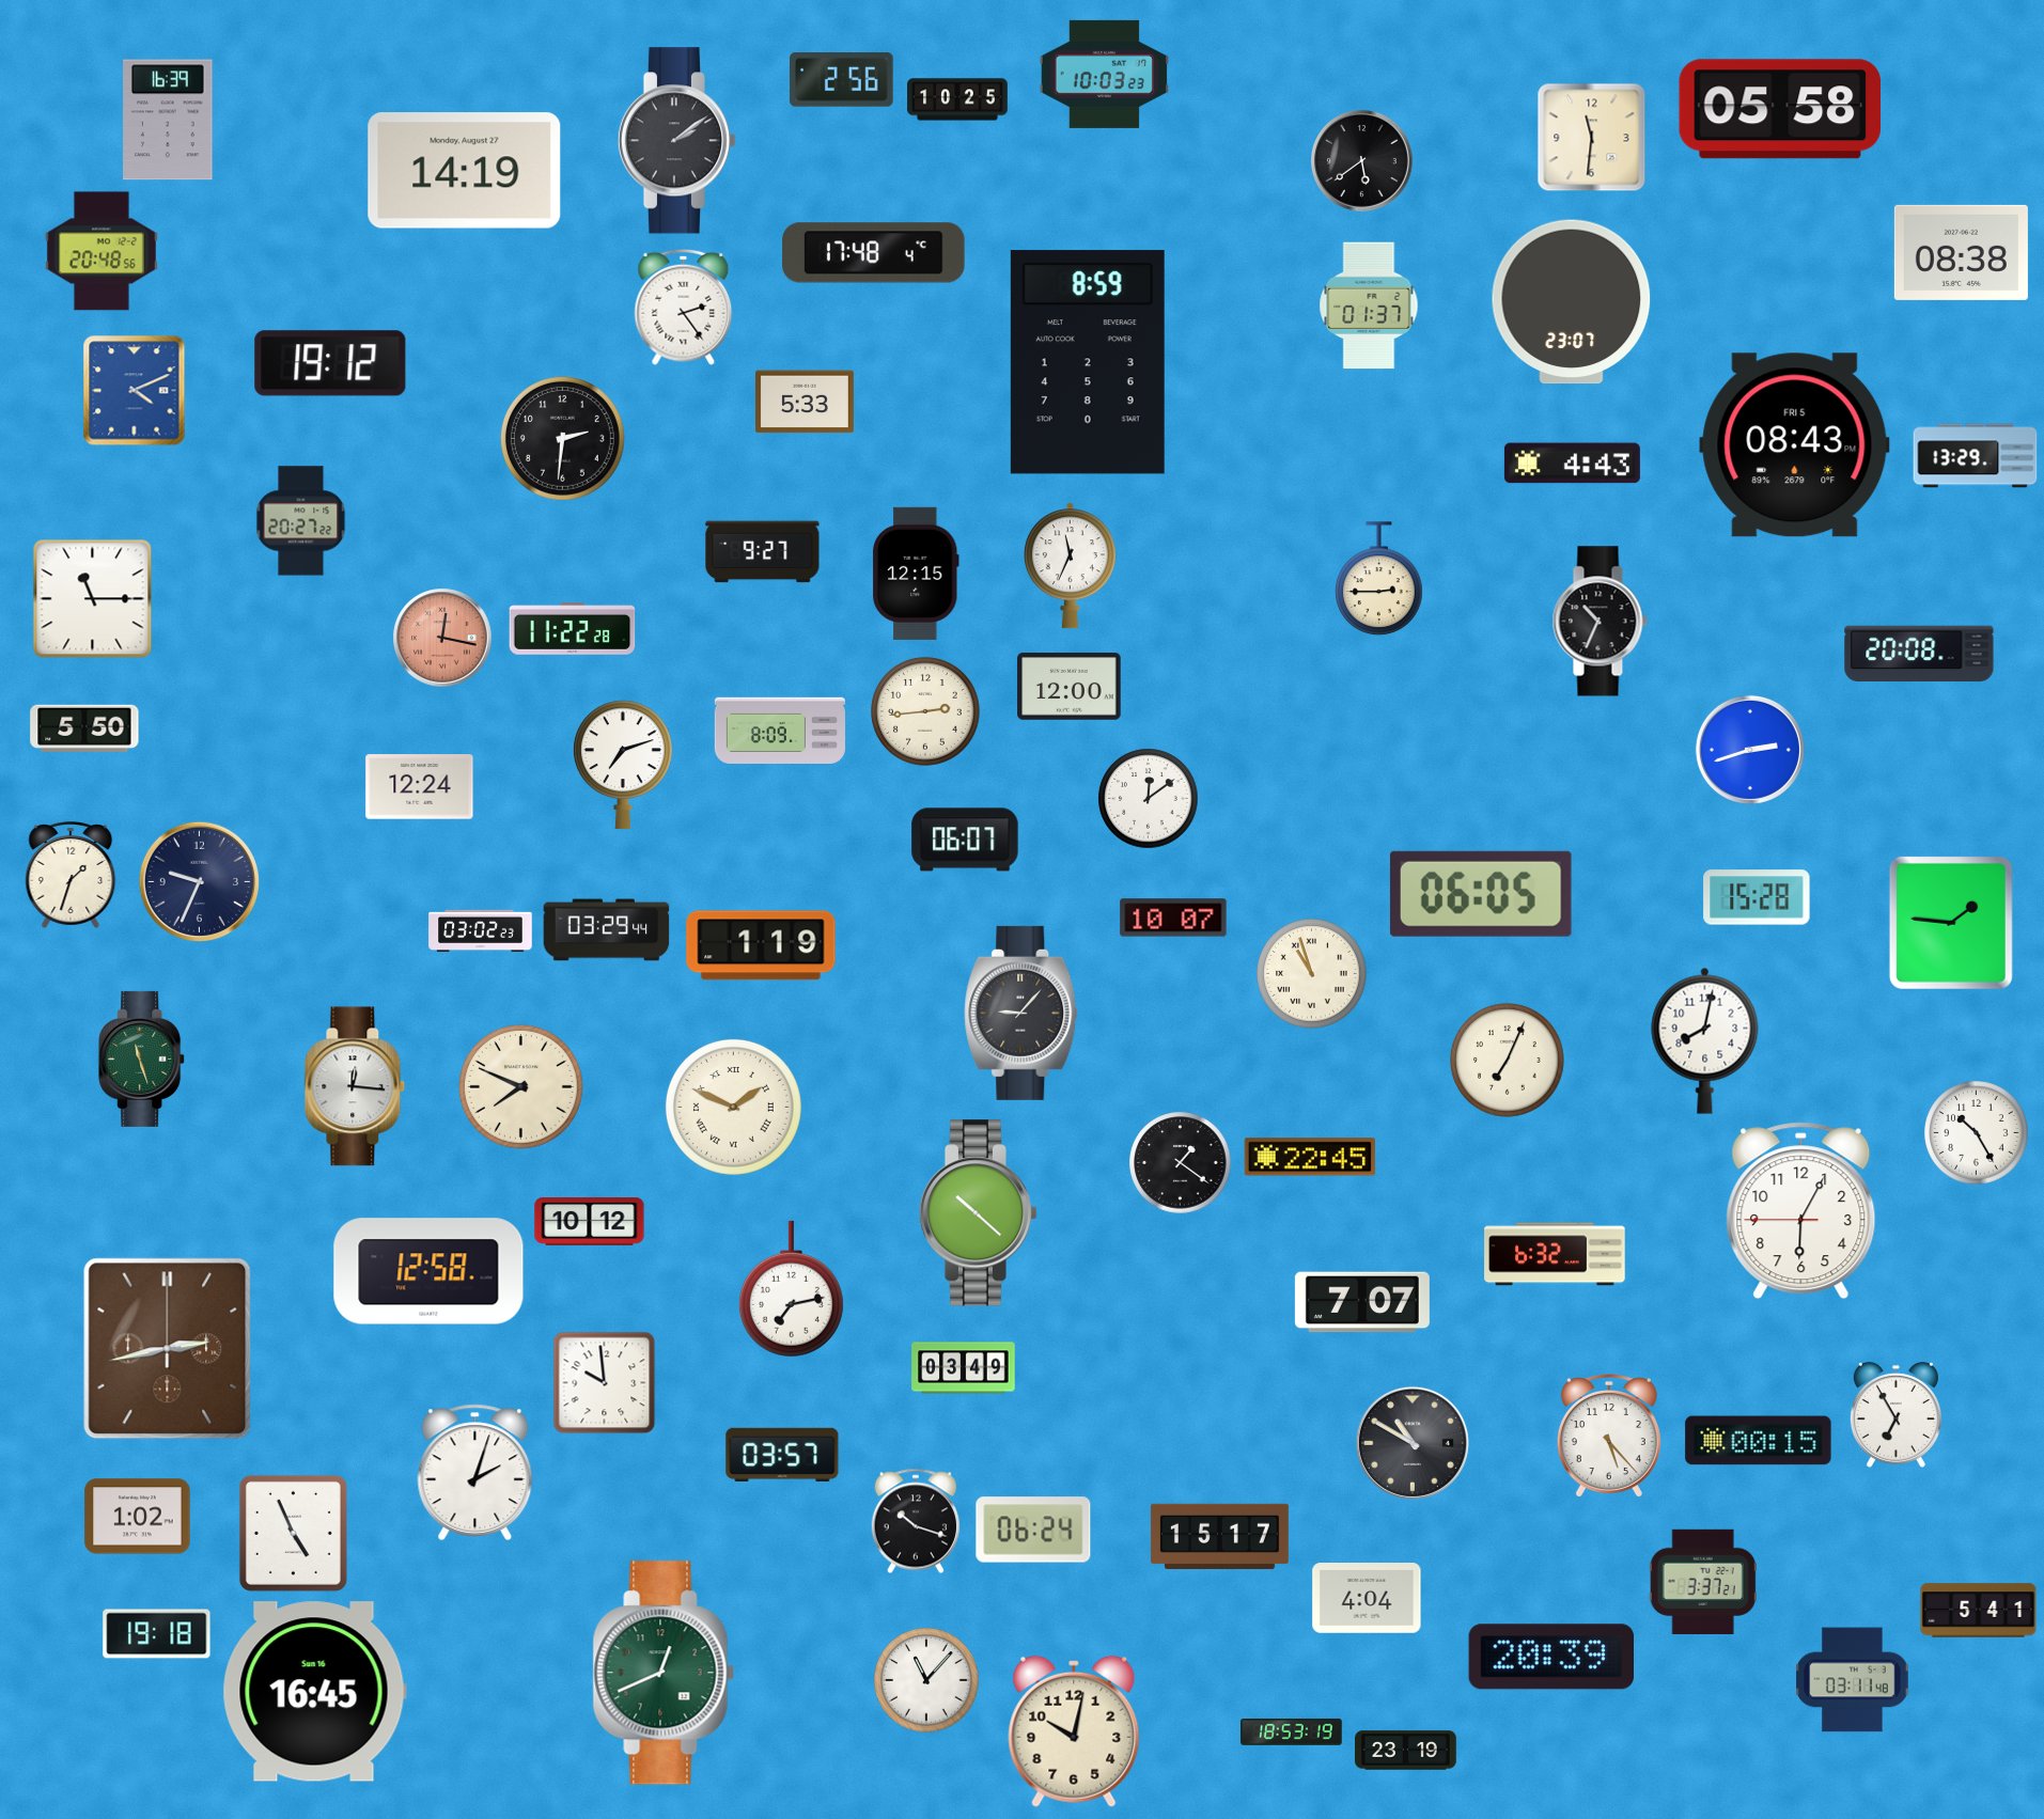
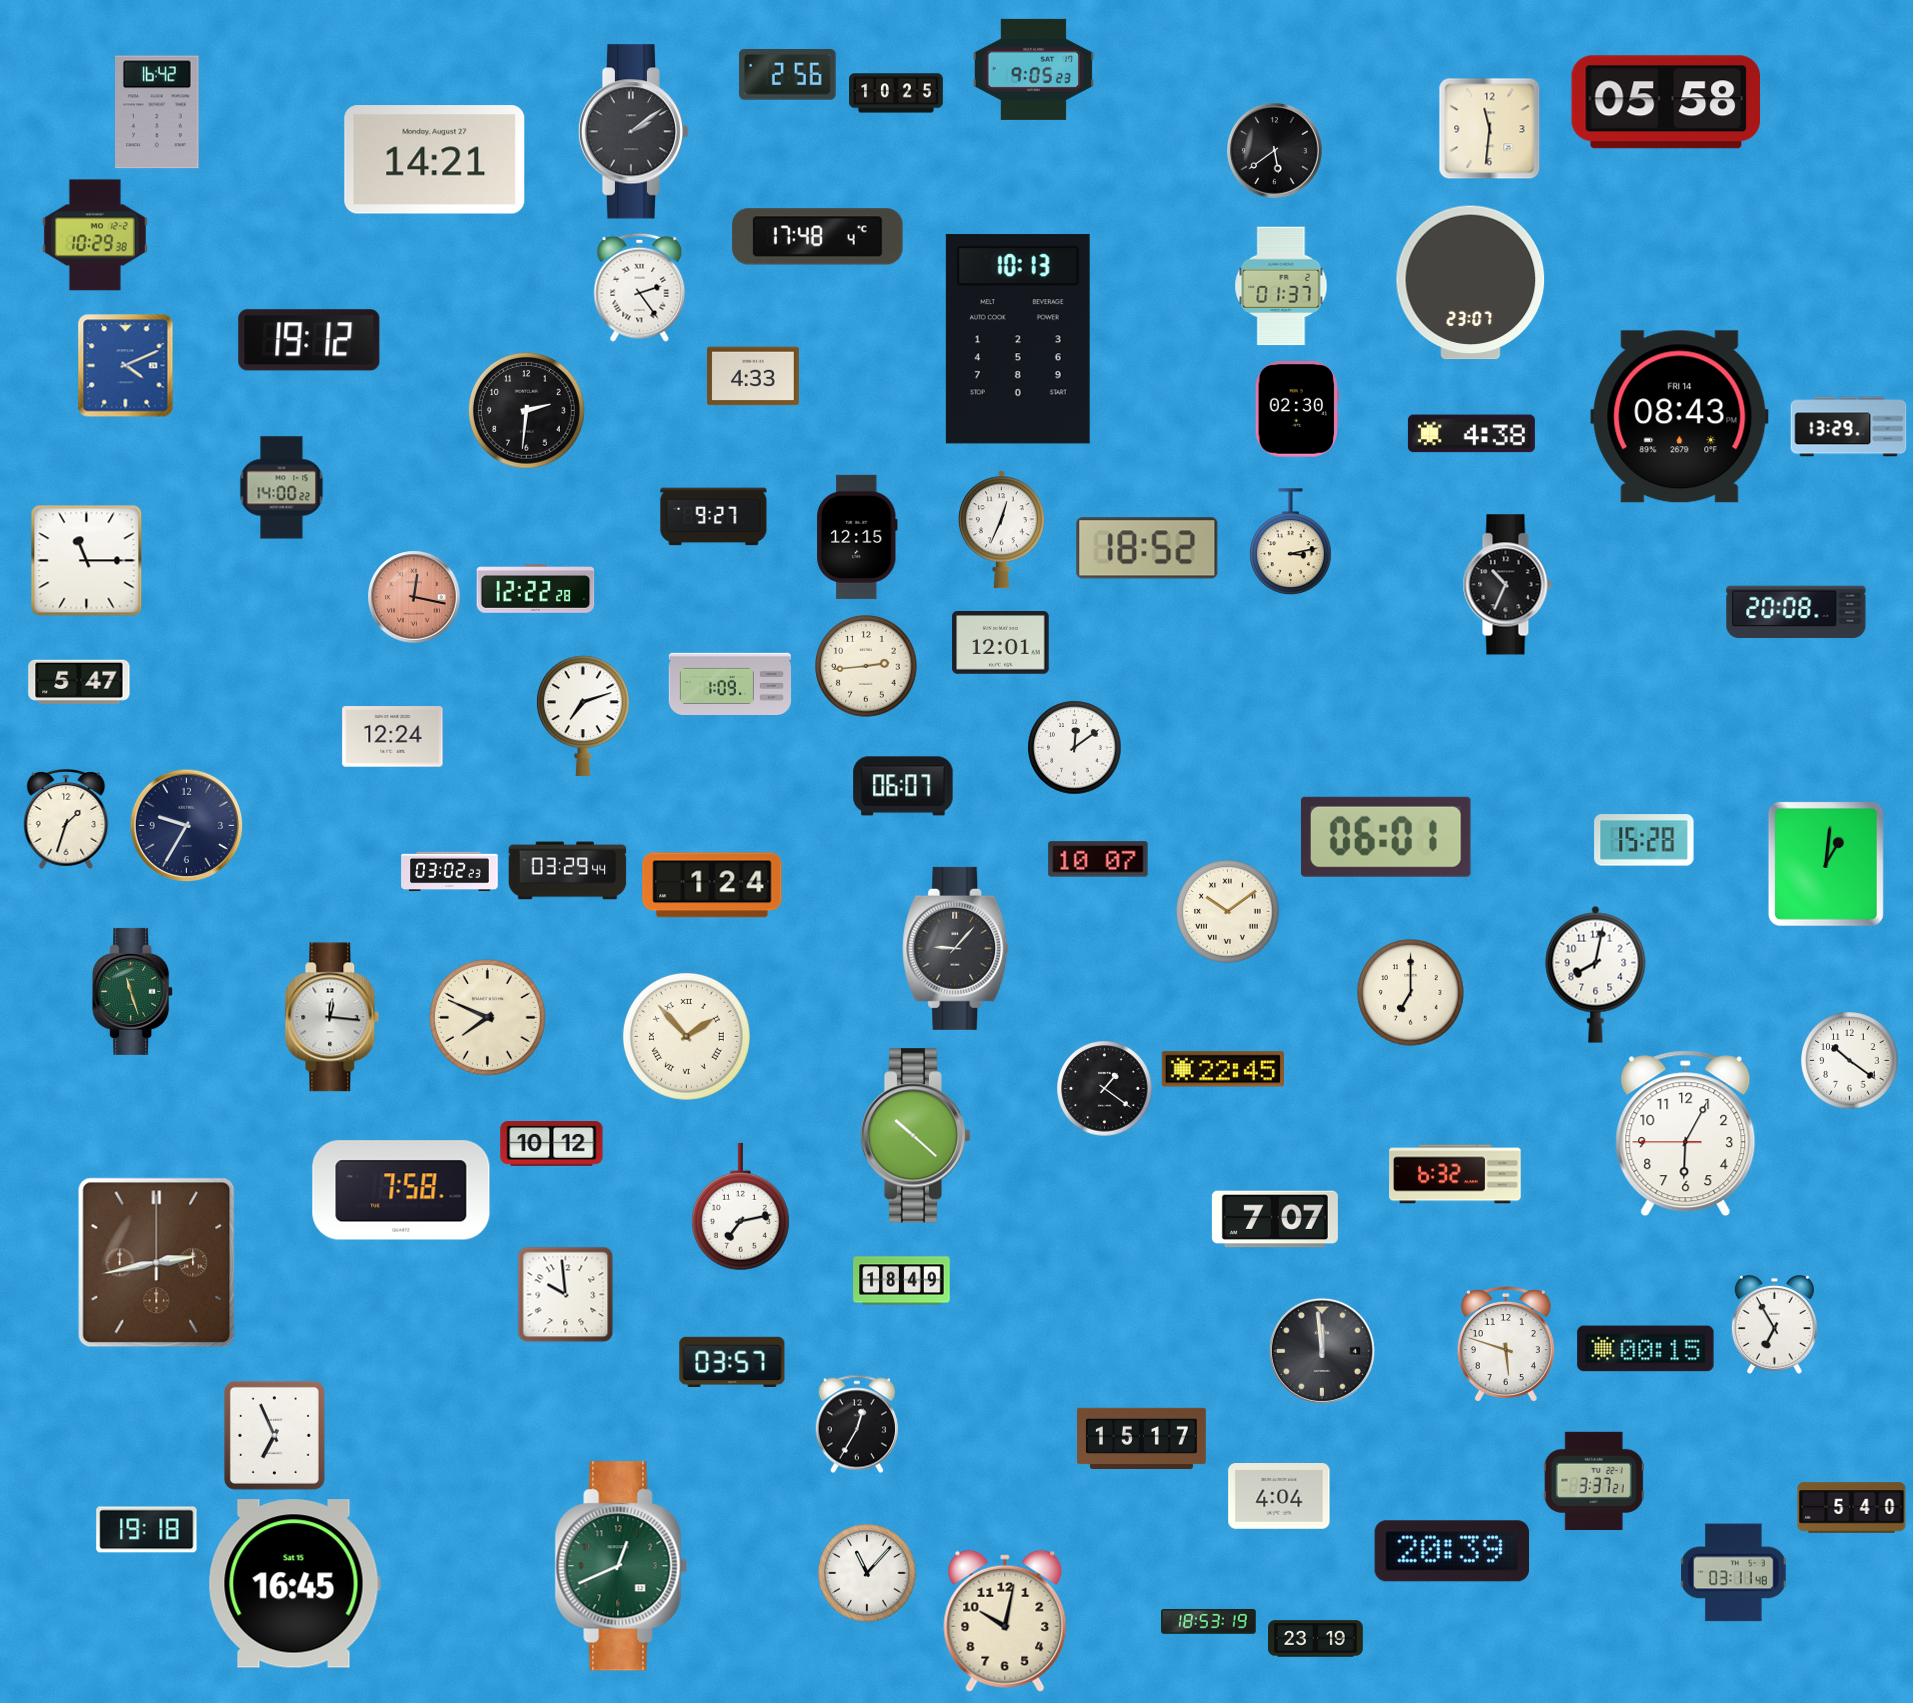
clock at (1104, 74): 10:03 -> 9:05
clock at (168, 120): 16:39 -> 16:42
clock at (465, 171): 14:19 -> 14:21
clock at (102, 251): 20:48 -> 10:29
clock at (1961, 252): 08:38 -> none
clock at (1088, 362): 8:59 -> 10:13
clock at (805, 402): 5:33 -> 4:33
clock at (1297, 409): none -> 02:30
clock at (1795, 445) date: FRI 5 -> FRI 14
clock at (1572, 464): 4:43 -> 4:38
clock at (301, 521): 20:27 -> 14:00
clock at (1070, 566): 11:34 -> 12:34
clock at (1379, 579): 2:45 -> 3:13
clock at (1147, 548): none -> 18:52
clock at (1600, 622) position: (1600, 622) -> (1507, 585)
clock at (573, 629): 11:22 -> 12:22
clock at (1070, 687): 12:00 -> 12:01
clock at (84, 727): 5:50 -> 5:47
clock at (779, 730): 8:09 -> 1:09
clock at (1750, 750): 2:42 -> none
clock at (199, 881): 9:34 -> 9:35
clock at (1481, 894): 06:05 -> 06:01
clock at (1951, 923): 1:46 -> 1:01
clock at (761, 945): 1:19 -> 1:24
clock at (1312, 974): 10:57 -> 10:09
clock at (1508, 1061): 7:04 -> 7:00
clock at (733, 1107): 1:49 -> 1:53
clock at (1977, 1133): 10:25 -> 10:21
clock at (1310, 1157) position: (1310, 1157) -> (1223, 1069)
clock at (428, 1271): 12:58 -> 7:58
clock at (964, 1368): 03:49 -> 18:49
clock at (1609, 1436): 5:23 -> 5:48
clock at (1413, 1443): 10:50 -> 11:59
clock at (475, 1473): 2:03 -> none
clock at (138, 1517): 1:02 -> none
clock at (916, 1521): 10:18 -> 12:35
clock at (1033, 1530): 06:24 -> none
clock at (293, 1533): 4:56 -> 6:56
clock at (1979, 1611): 5:41 -> 5:40
clock at (314, 1692) date: Sun 16 -> Sat 15
